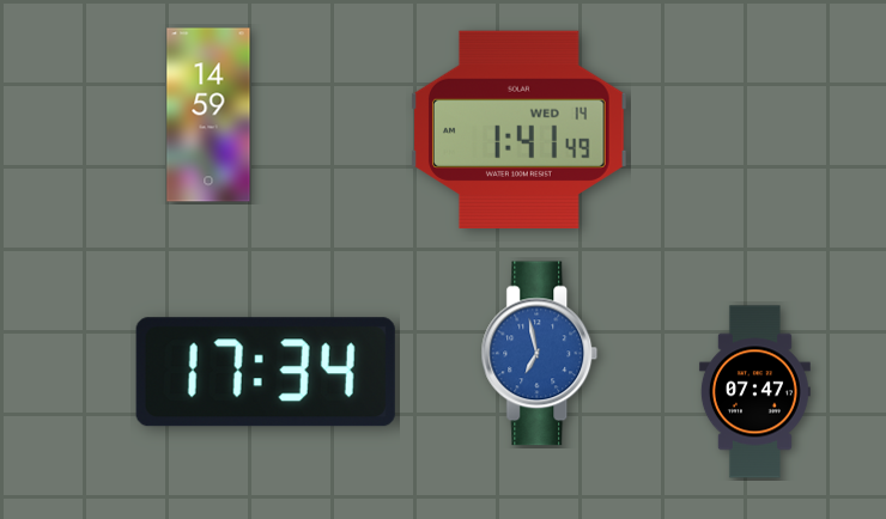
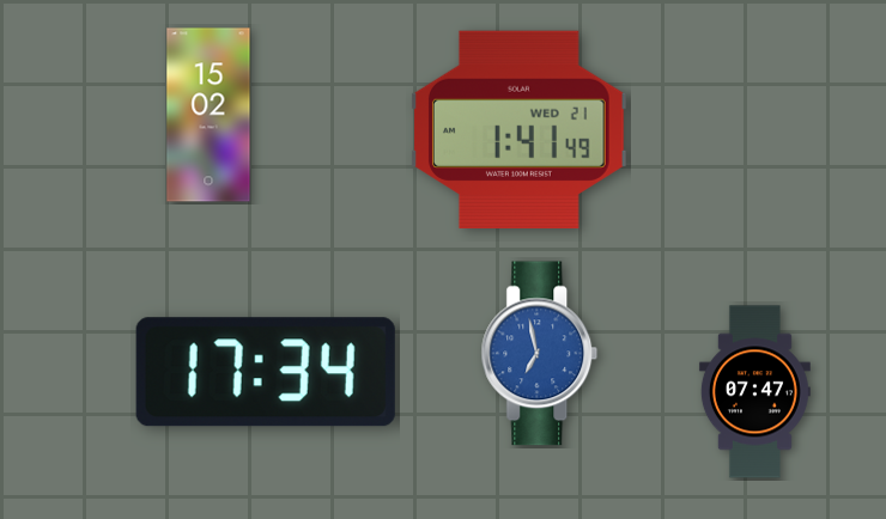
clock at (208, 115): 14:59 -> 15:02
clock at (520, 129) date: WED 14 -> WED 21
